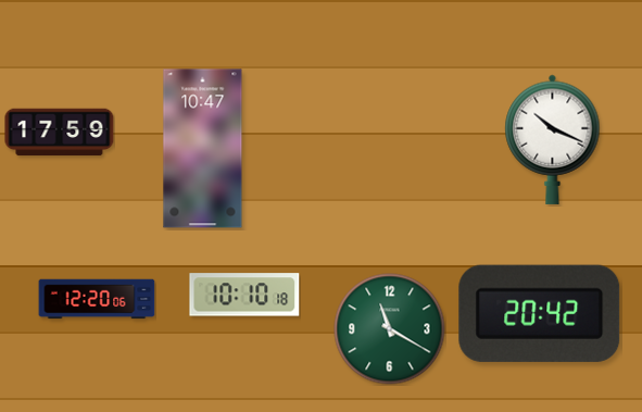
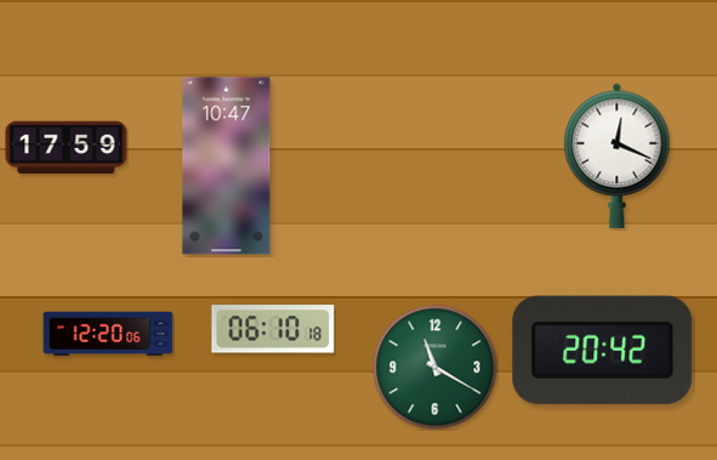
clock at (553, 139): 10:19 -> 12:19
clock at (244, 295): 10:10 -> 06:10
